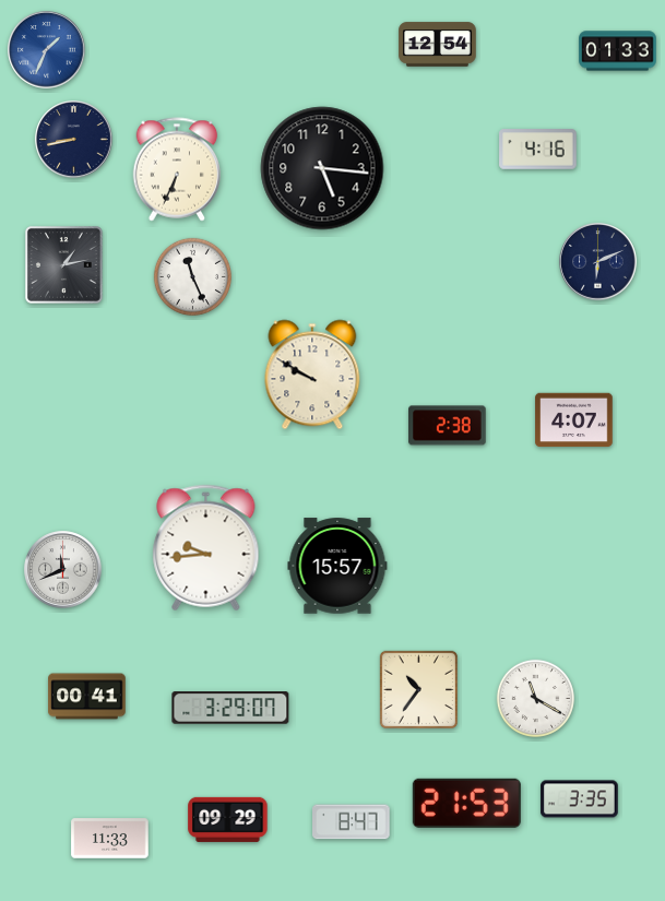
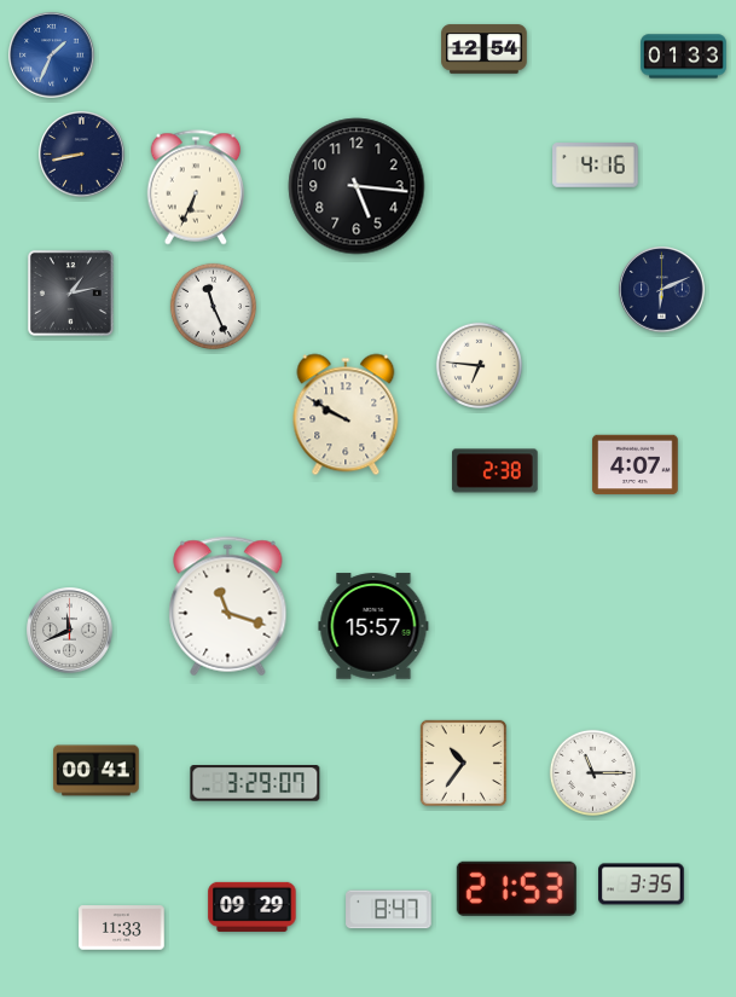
clock at (479, 365): none -> 6:46
clock at (206, 548): 9:44 -> 11:18
clock at (535, 698): 11:20 -> 11:15
